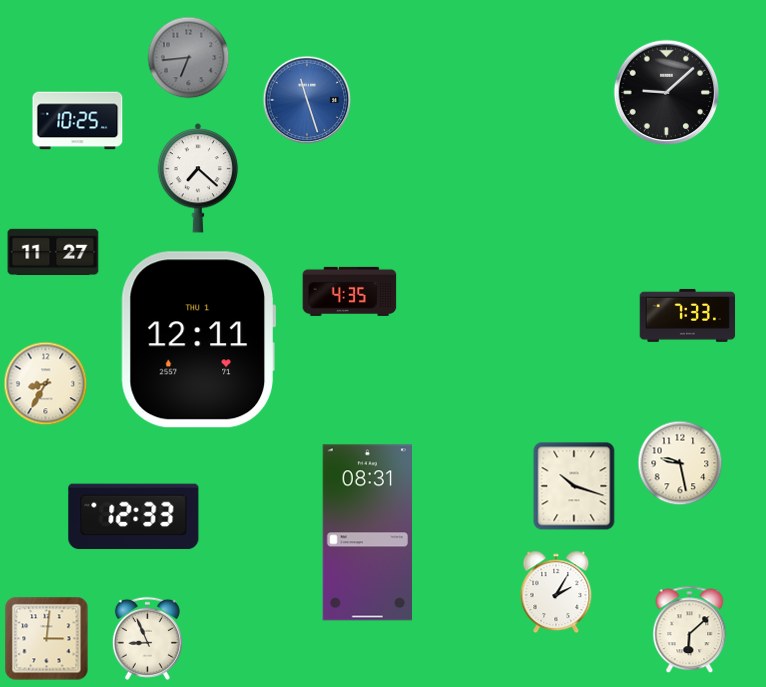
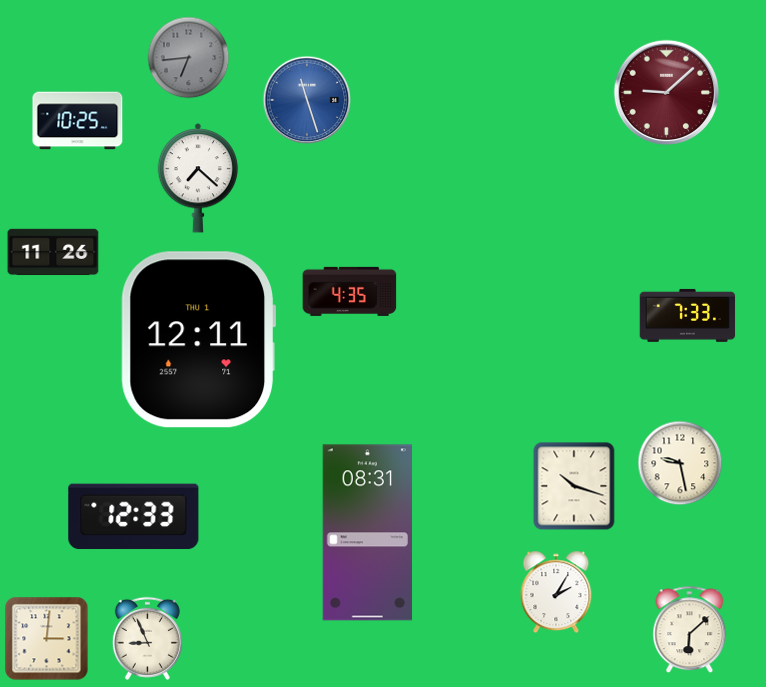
clock at (667, 93) dial: black -> burgundy
clock at (53, 252): 11:27 -> 11:26
clock at (46, 384): 8:35 -> none
